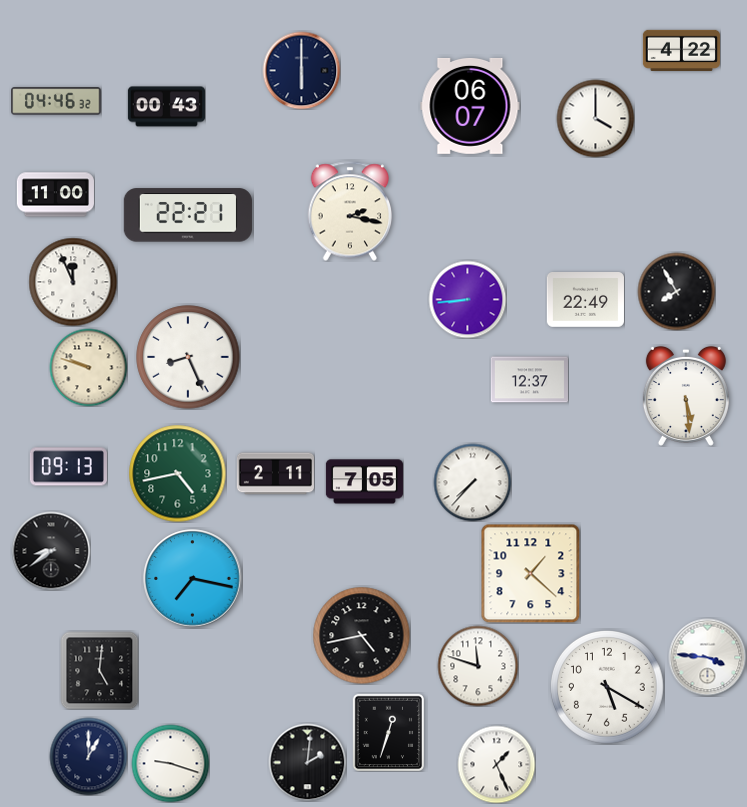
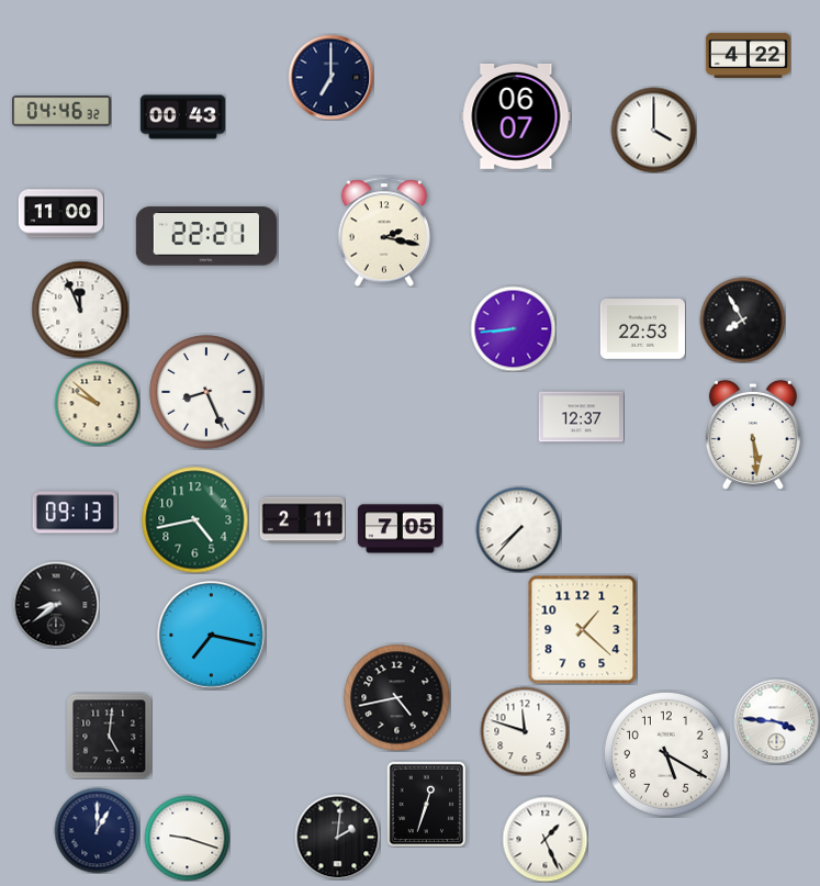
clock at (301, 70): 6:00 -> 7:00
clock at (585, 300): 22:49 -> 22:53
clock at (88, 367): 9:48 -> 9:52
